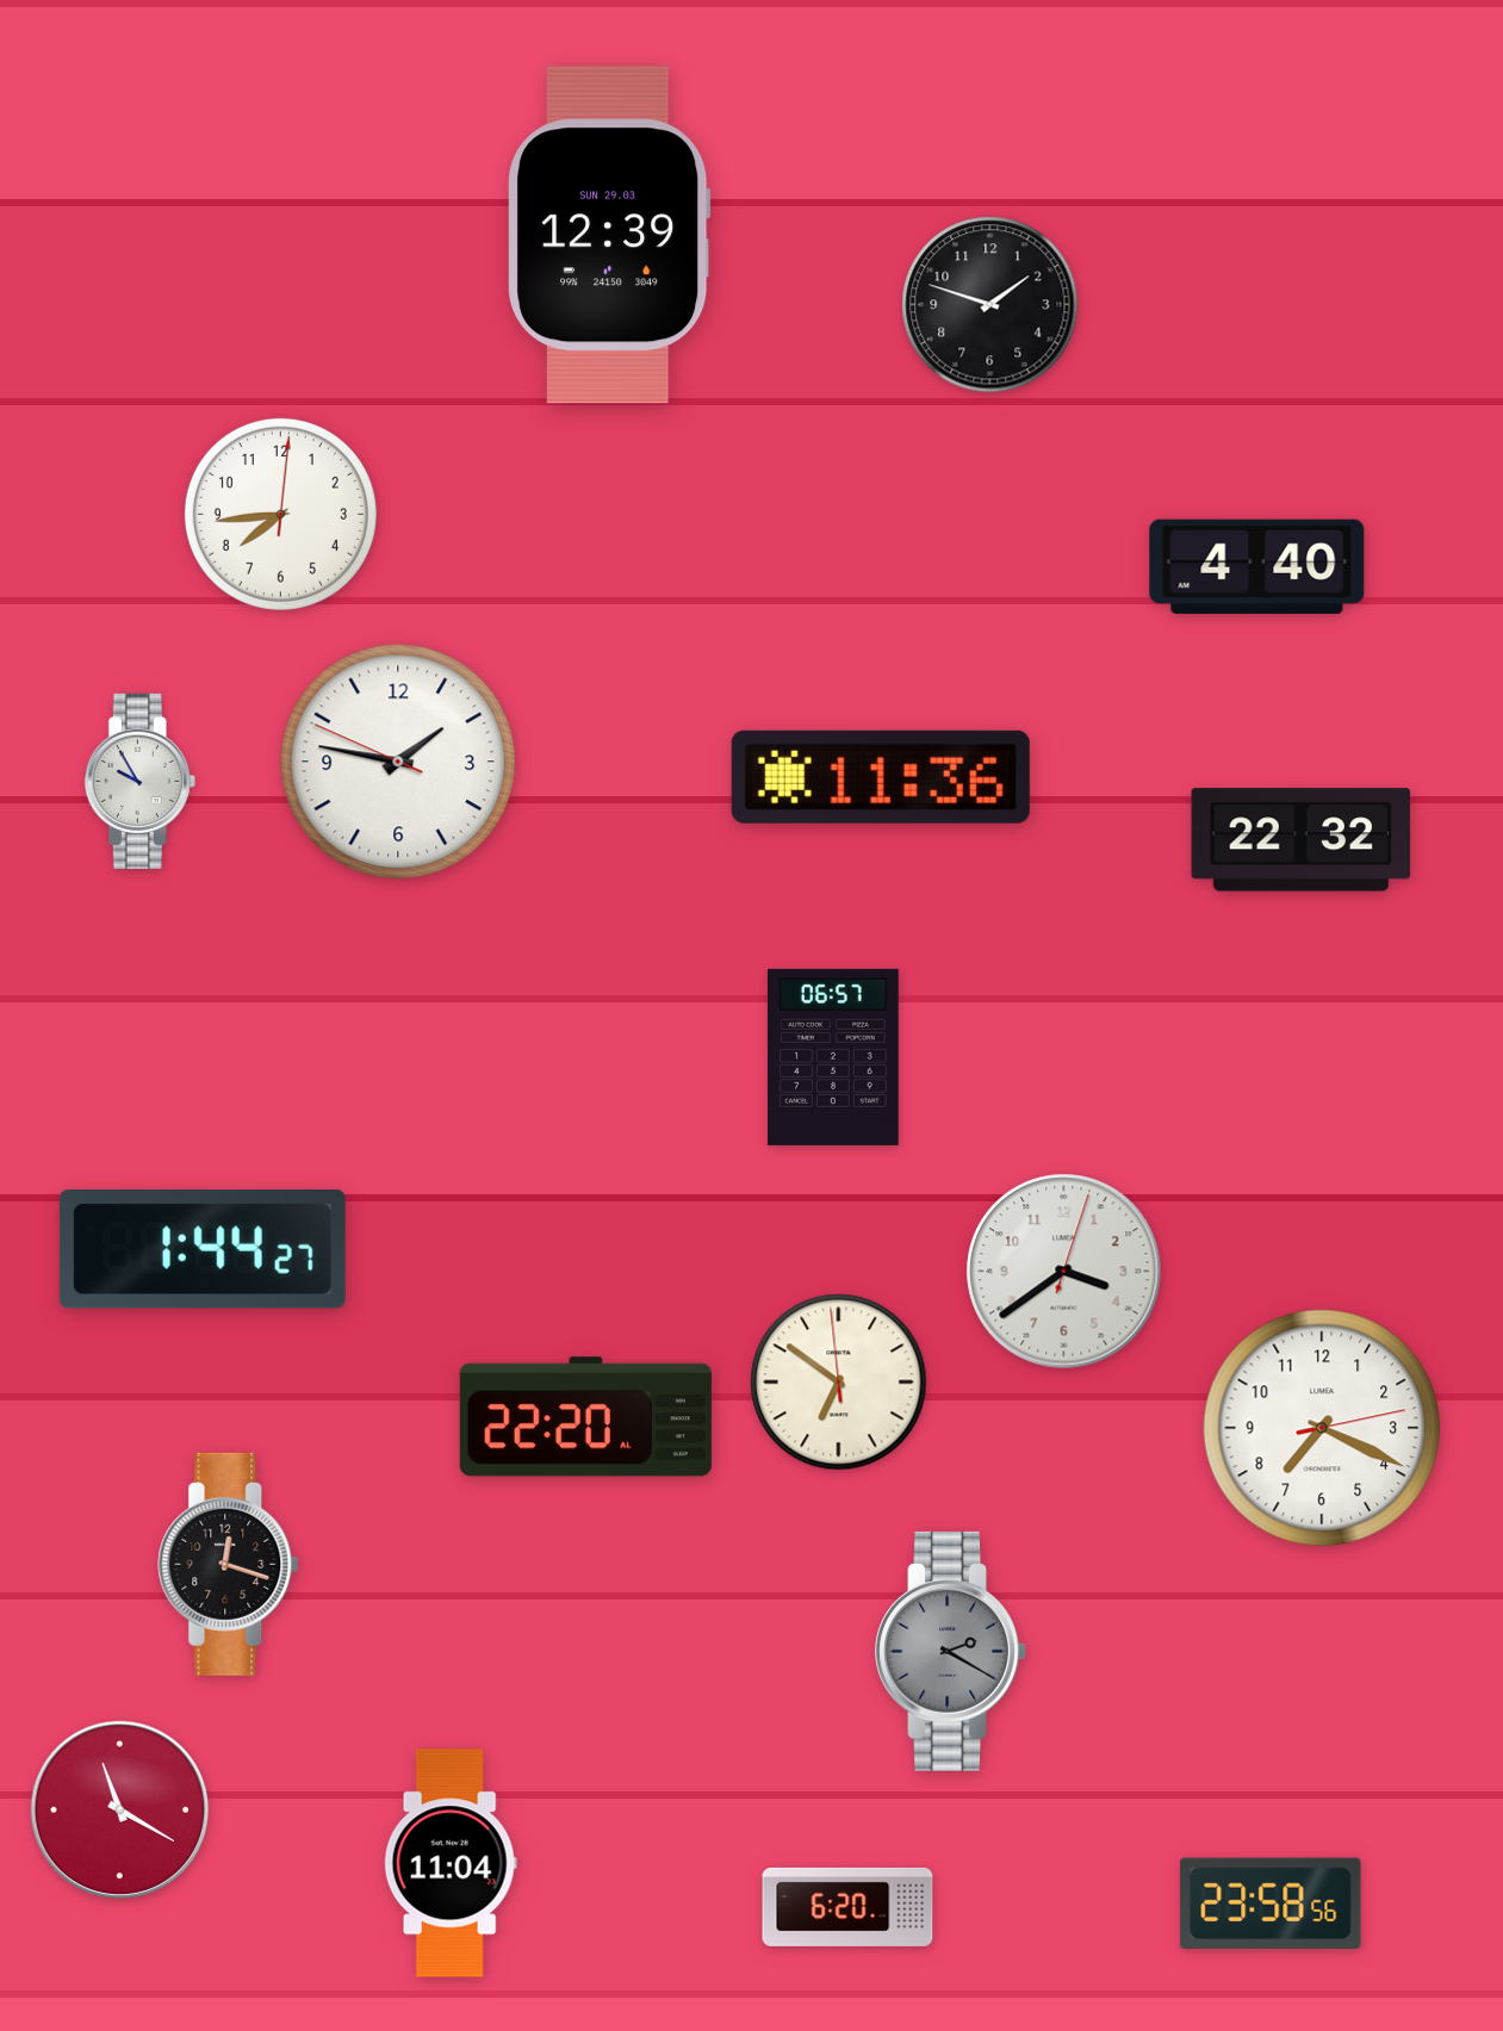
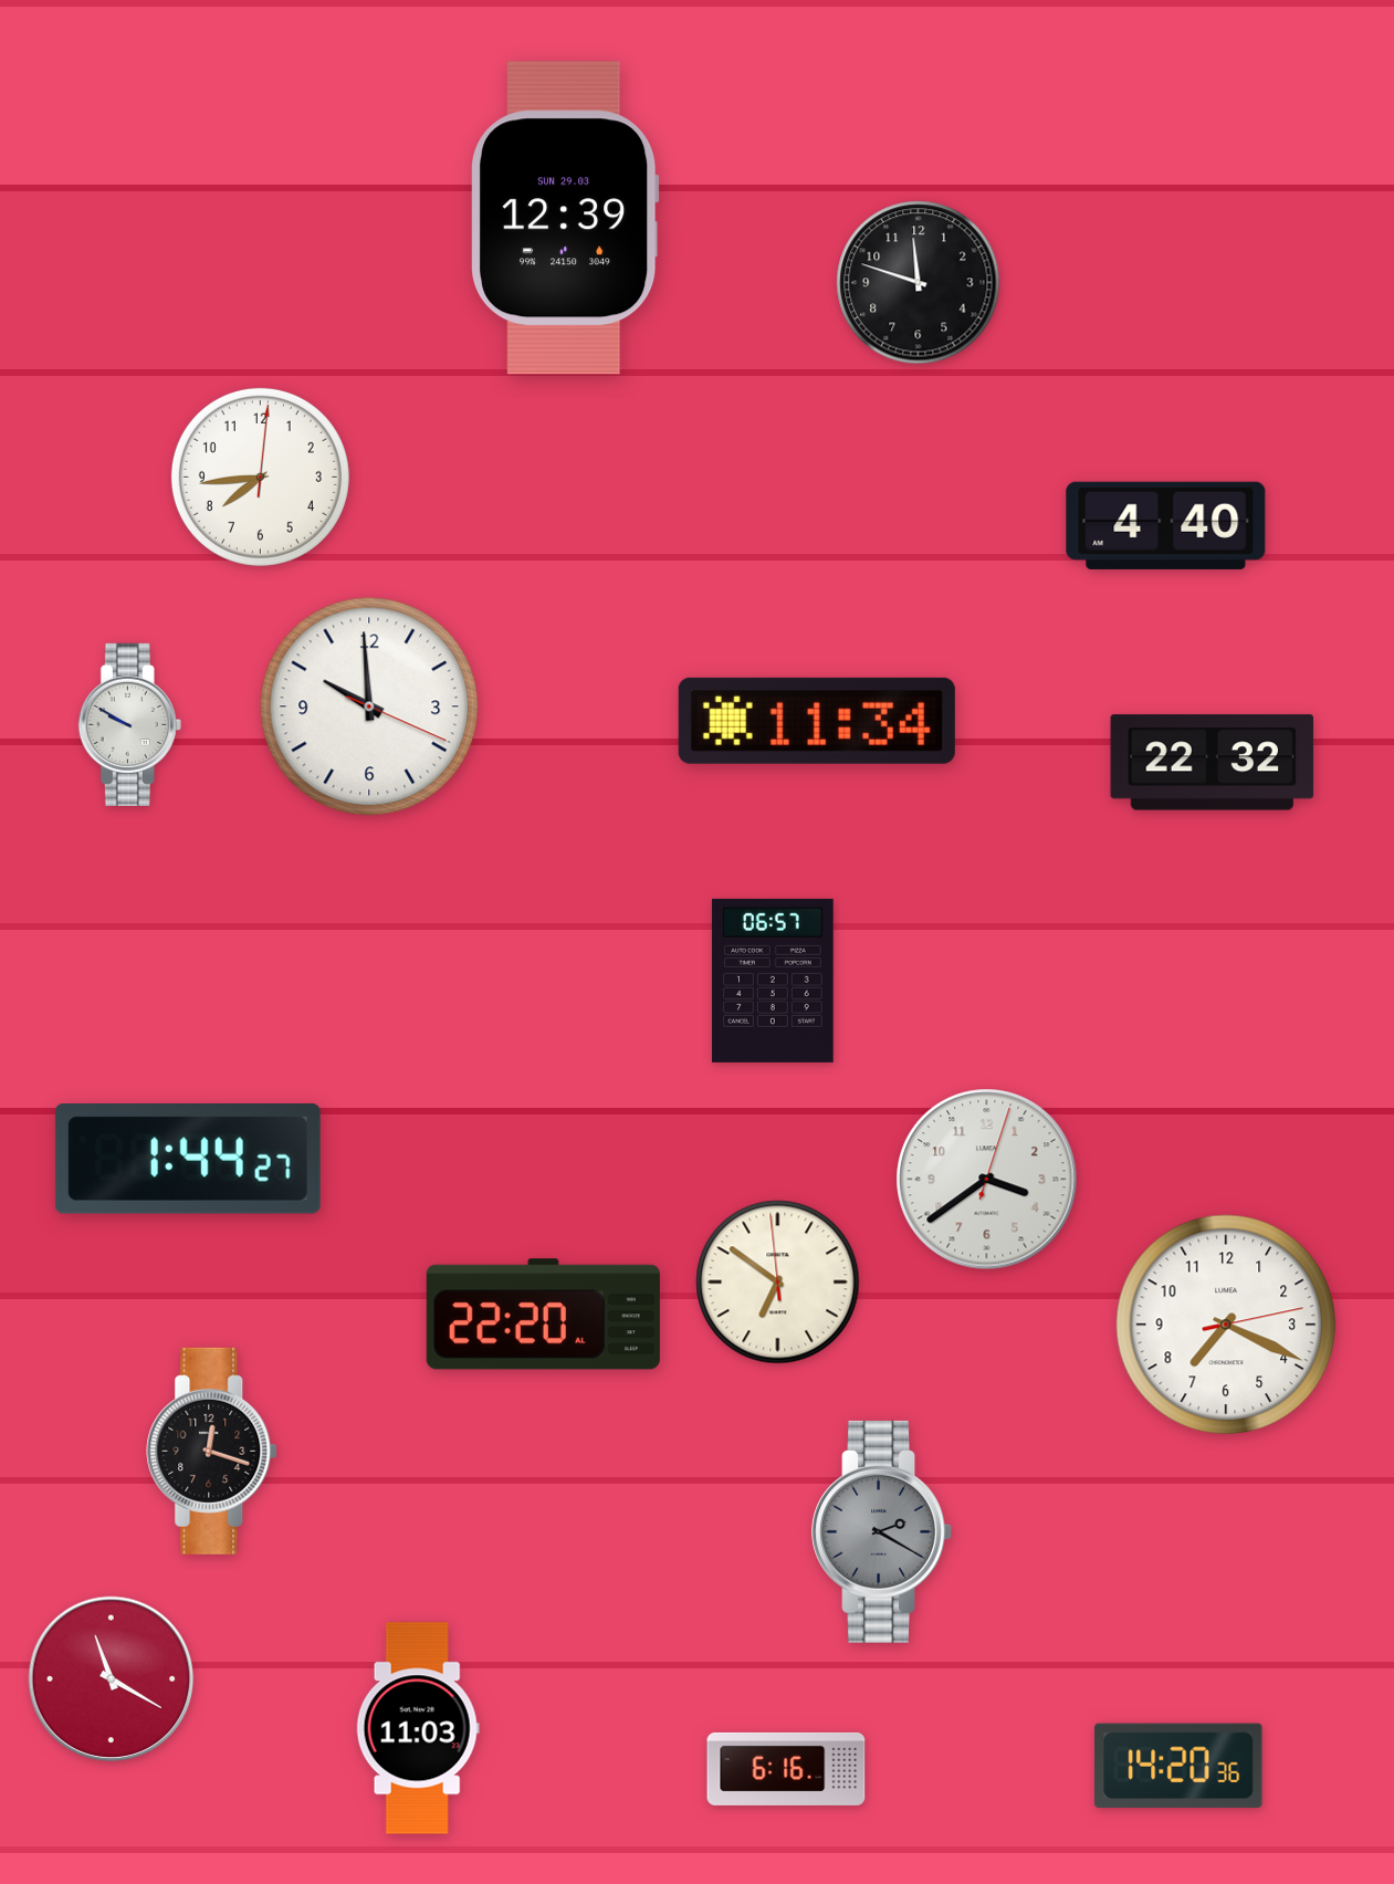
clock at (990, 305): 1:48 -> 11:48
clock at (398, 762): 1:46 -> 9:59
clock at (881, 777): 11:36 -> 11:34
clock at (139, 781): 9:55 -> 9:50
clock at (1302, 840) position: (1302, 840) -> (1213, 763)
clock at (451, 1863): 11:04 -> 11:03
clock at (1271, 1903): 23:58 -> 14:20
clock at (847, 1907): 6:20 -> 6:16
